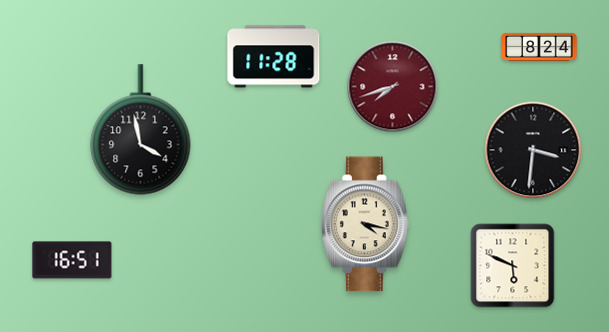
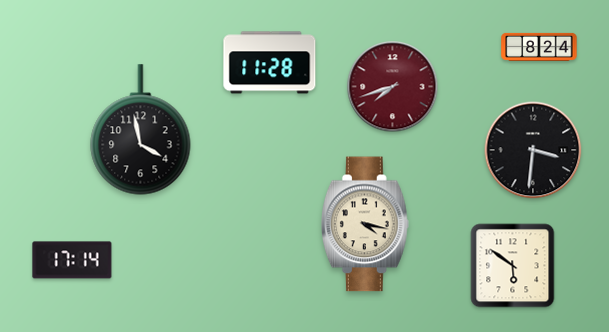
clock at (274, 57) position: (274, 57) -> (270, 63)
clock at (72, 260): 16:51 -> 17:14
clock at (513, 266): 5:49 -> 5:51
